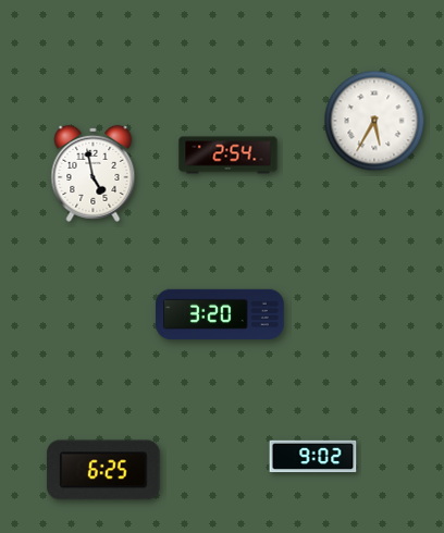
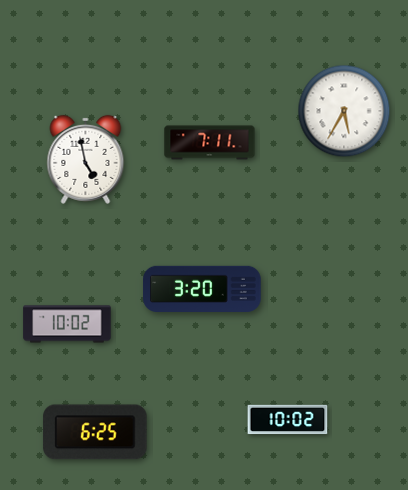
clock at (229, 156): 2:54 -> 7:11
clock at (67, 324): none -> 10:02
clock at (313, 457): 9:02 -> 10:02
